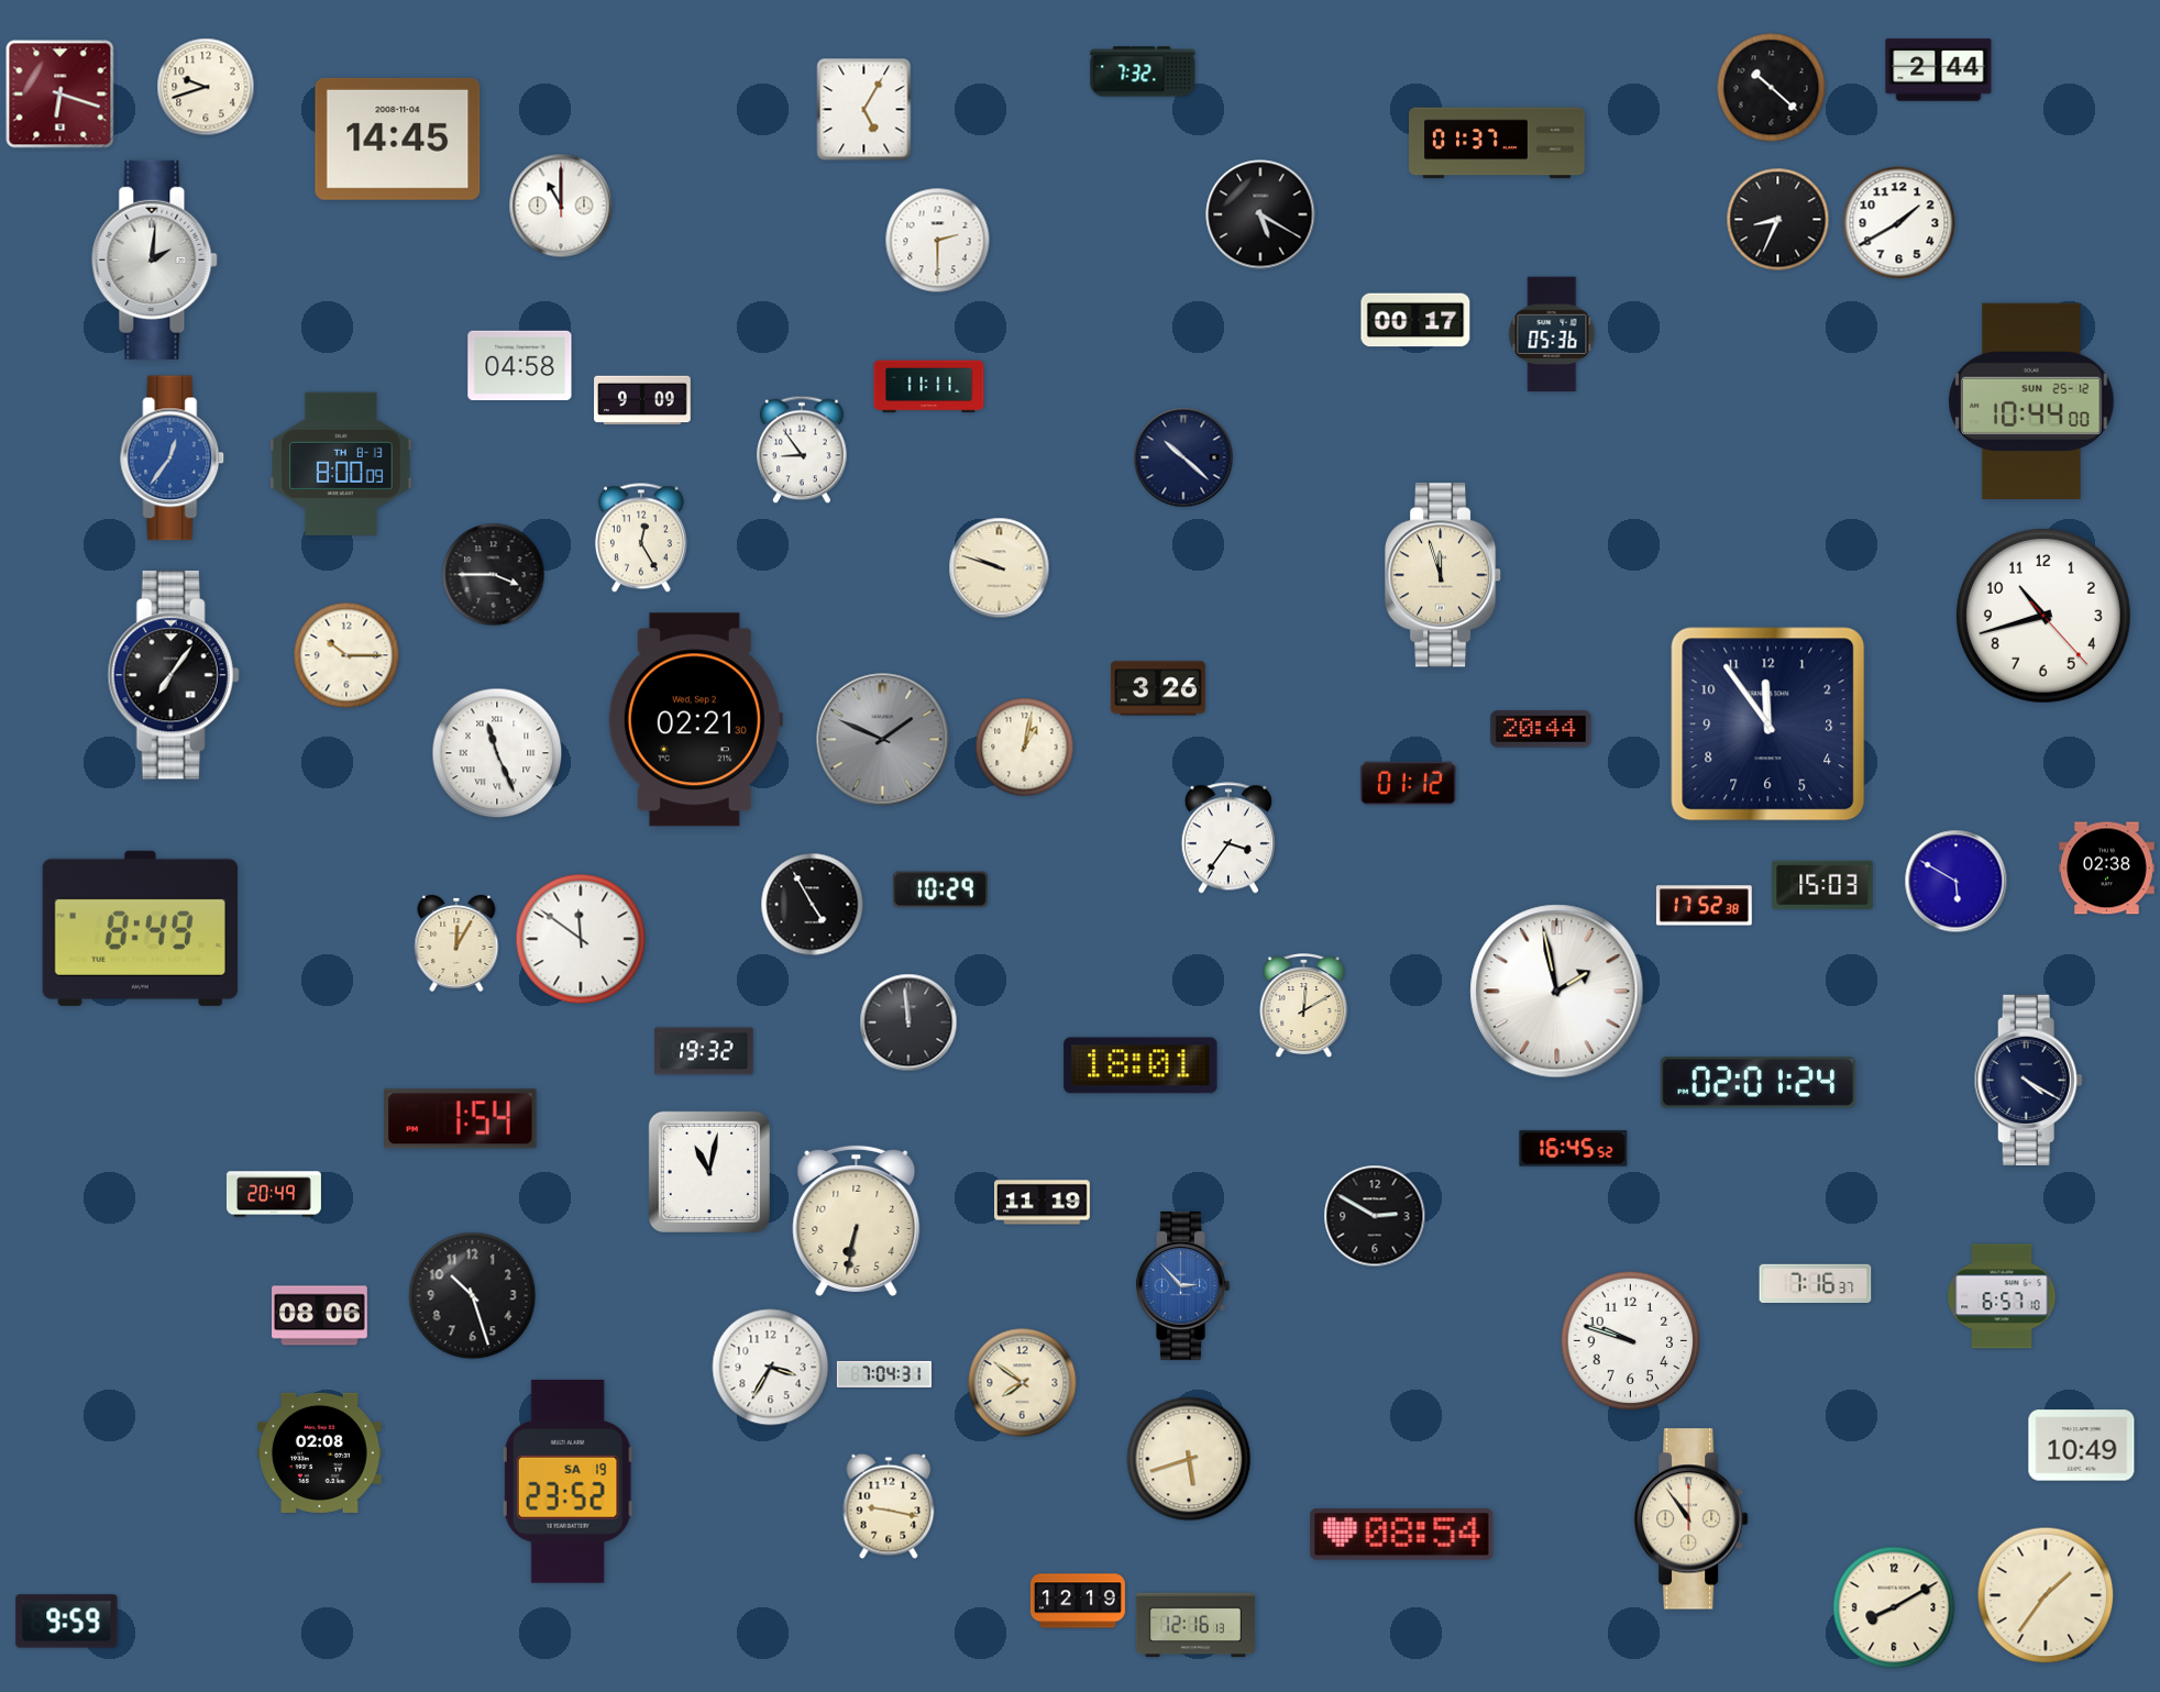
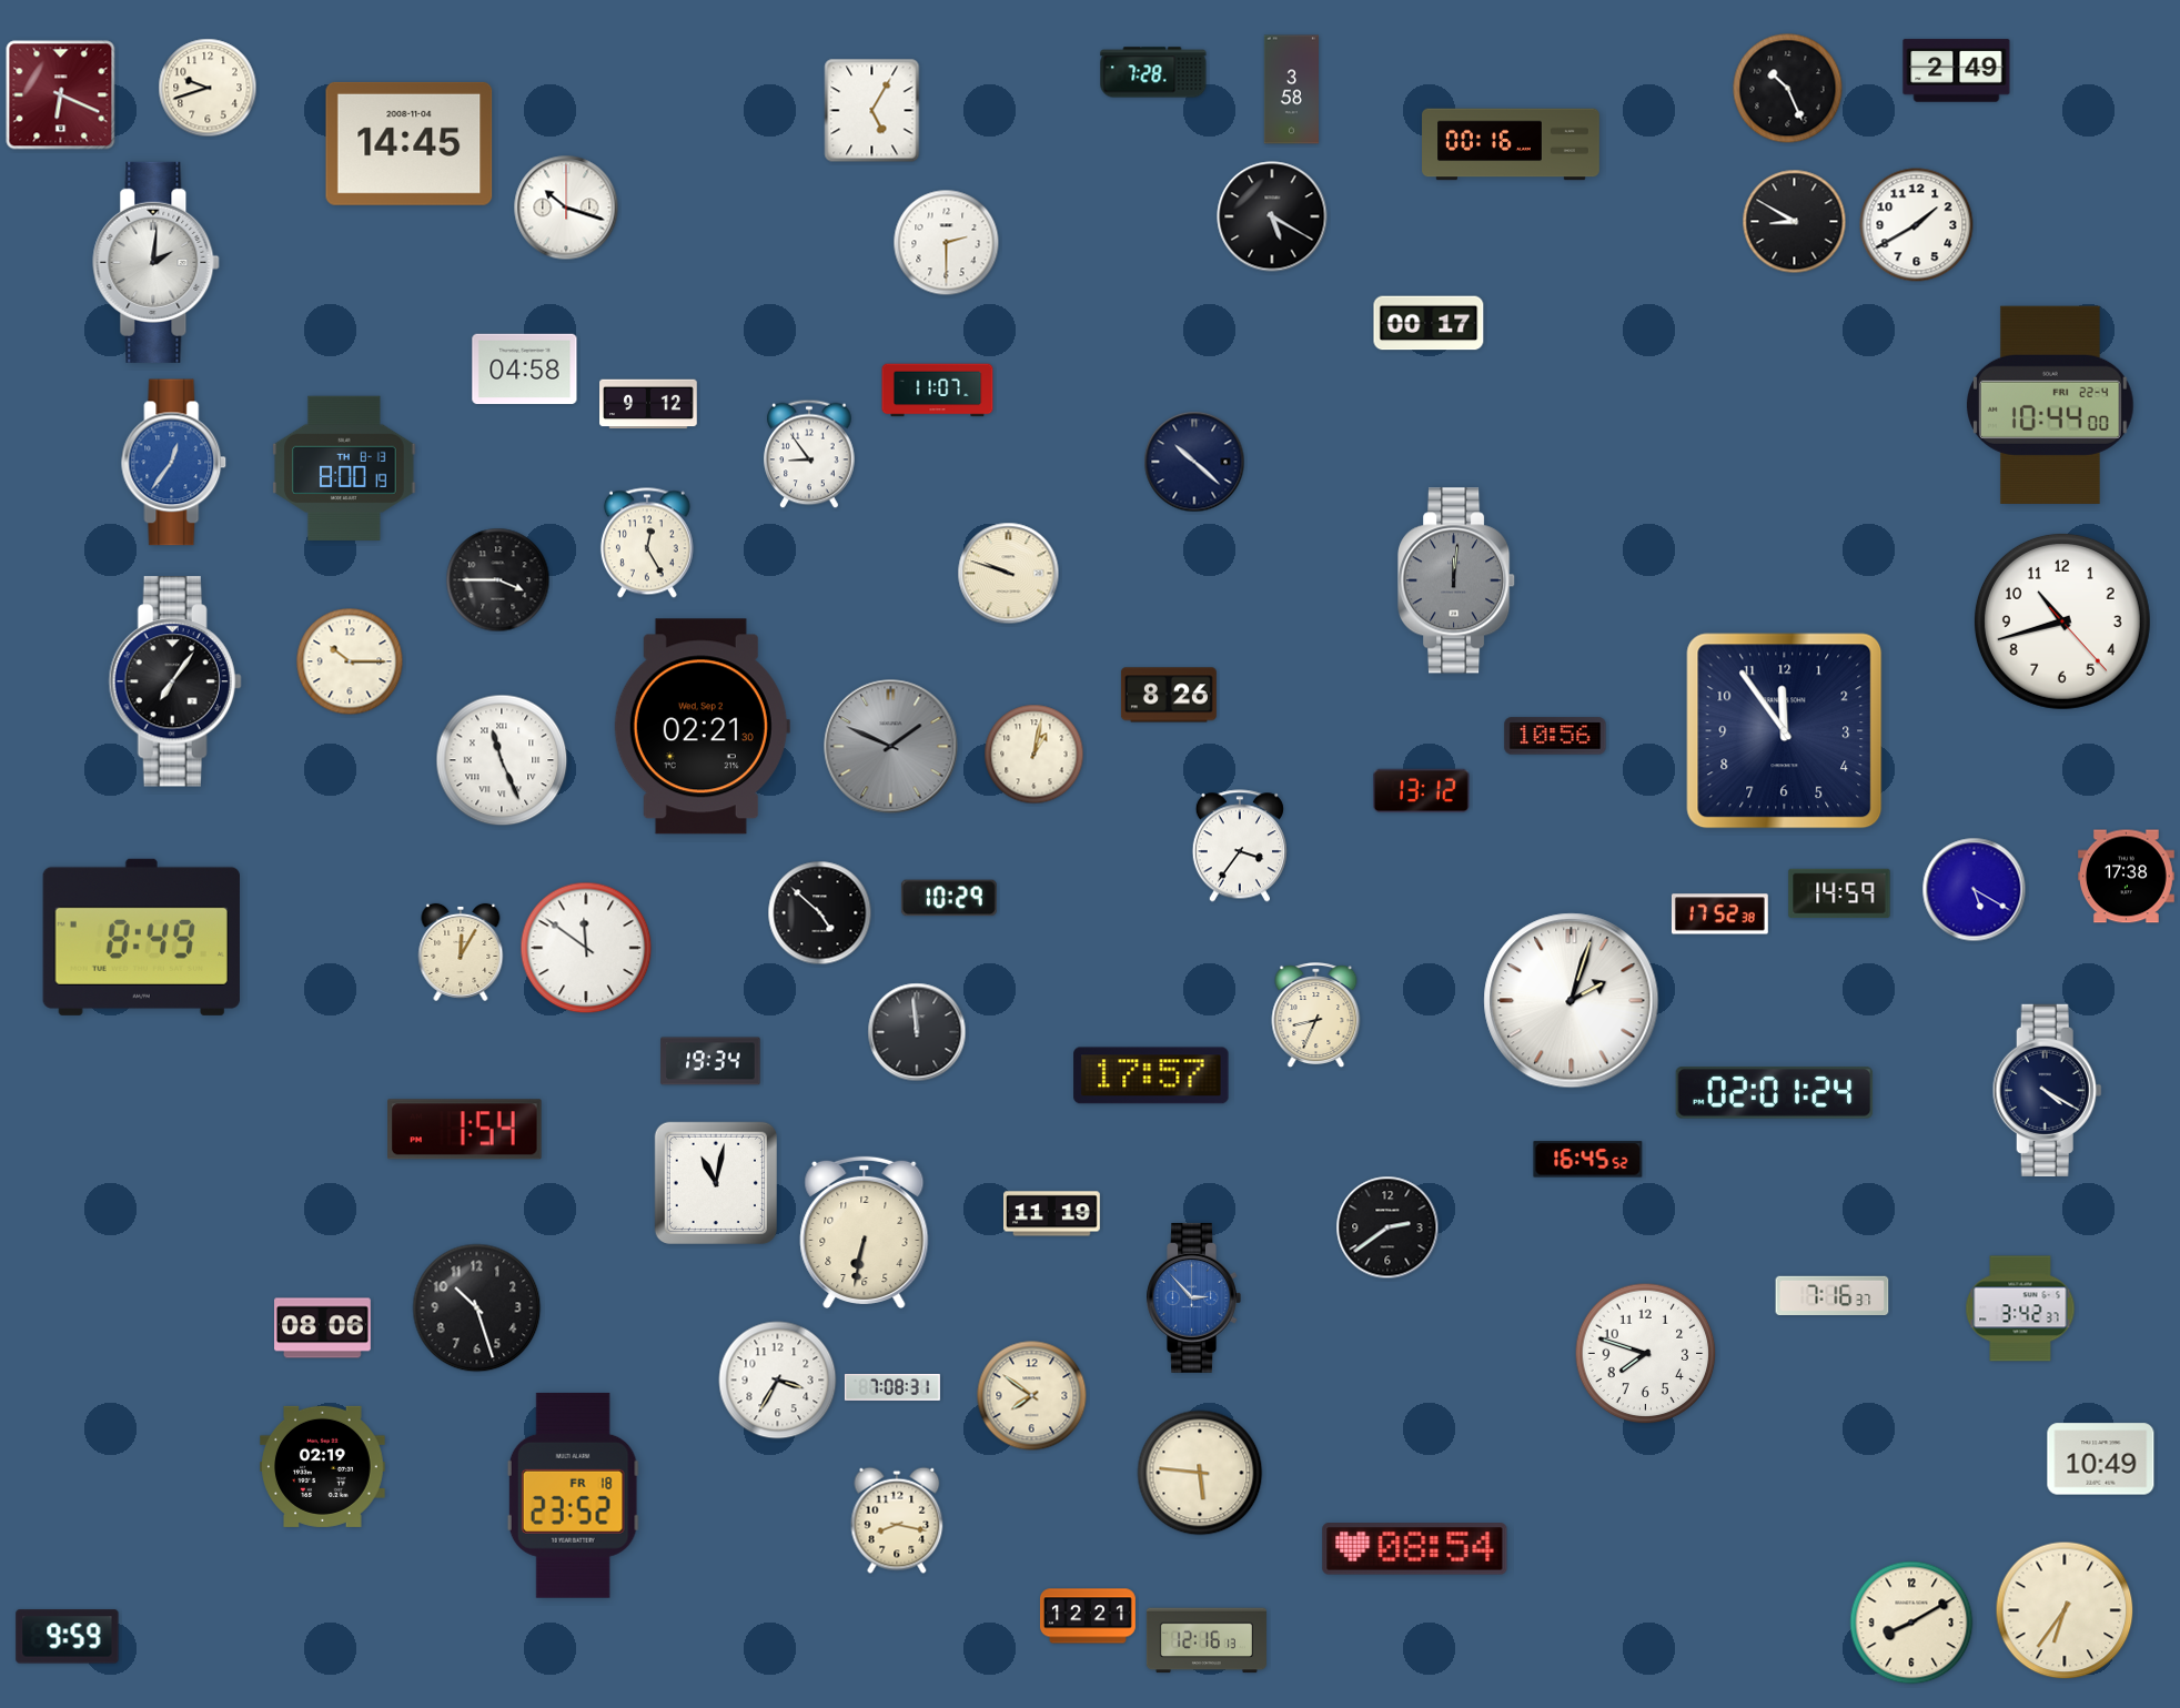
clock at (1939, 70): 2:44 -> 2:49
clock at (1143, 71): 7:32 -> 7:28
clock at (1772, 88): 10:22 -> 10:26
clock at (1291, 90): none -> 3:58
clock at (60, 95): 6:18 -> 6:19
clock at (398, 139) position: (398, 139) -> (410, 143)
clock at (1498, 143): 01:37 -> 00:16
clock at (561, 206): 11:00 -> 10:18
clock at (1778, 220): 8:34 -> 8:50
clock at (1552, 334): 05:36 -> none
clock at (929, 387): 11:11 -> 11:07
clock at (642, 400): 9:09 -> 9:12
clock at (2032, 401) date: SUN 25-12 -> FRI 22-4
clock at (341, 464): 8:00:09 -> 8:00:19
clock at (1444, 575): 11:57 -> 12:01
clock at (1444, 575) dial: cream -> grey
clock at (1158, 688): 3:26 -> 8:26
clock at (1541, 729): 20:44 -> 10:56
clock at (1408, 784): 01:12 -> 13:12
clock at (2107, 869): 02:38 -> 17:38
clock at (1957, 882): 5:50 -> 5:20
clock at (1822, 885): 15:03 -> 14:59
clock at (813, 905): 4:55 -> 4:52
clock at (1557, 992): 1:58 -> 2:03
clock at (1304, 1006): 12:10 -> 8:34
clock at (704, 1051): 19:32 -> 19:34
clock at (1140, 1065): 18:01 -> 17:57
clock at (274, 1194): 20:49 -> none
clock at (1375, 1216): 2:50 -> 2:39
clock at (2002, 1296): 6:57 -> 3:42
clock at (1631, 1341): 9:48 -> 7:48
clock at (884, 1374): 7:04 -> 7:08
clock at (320, 1452): 02:08 -> 02:19
clock at (1189, 1459): 5:42 -> 5:46
clock at (567, 1481) date: SA 19 -> FR 18
clock at (889, 1506): 9:17 -> 8:17
clock at (1690, 1519): 10:54 -> none
clock at (2046, 1595): 1:36 -> 6:36
clock at (1078, 1601): 12:19 -> 12:21
